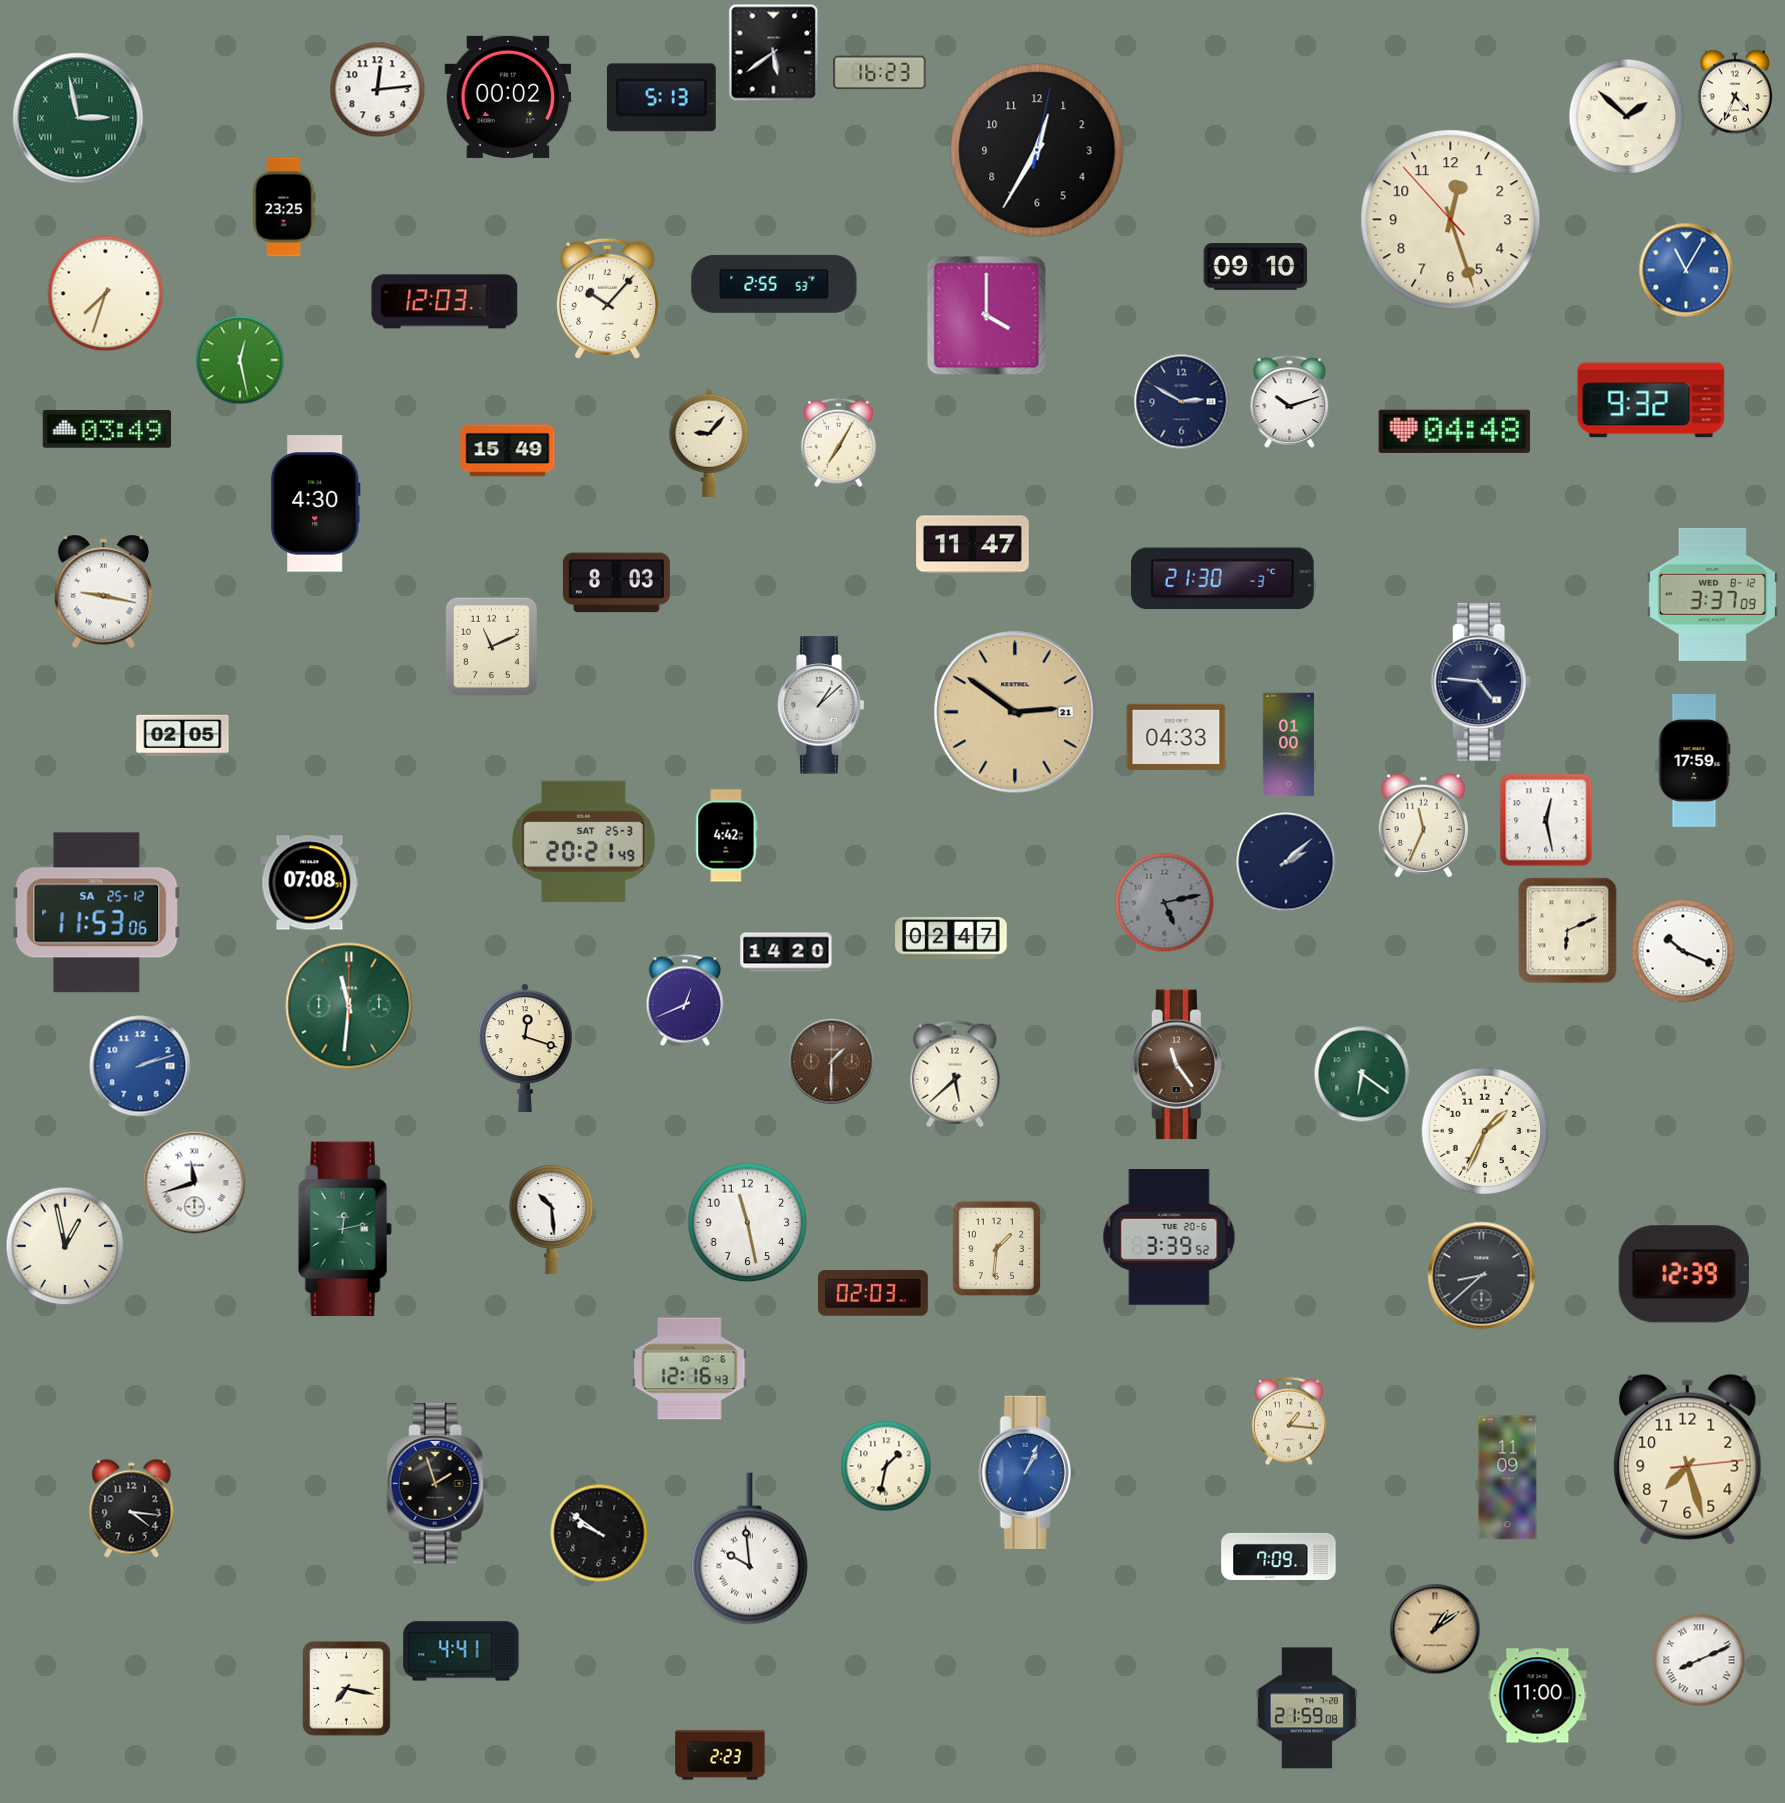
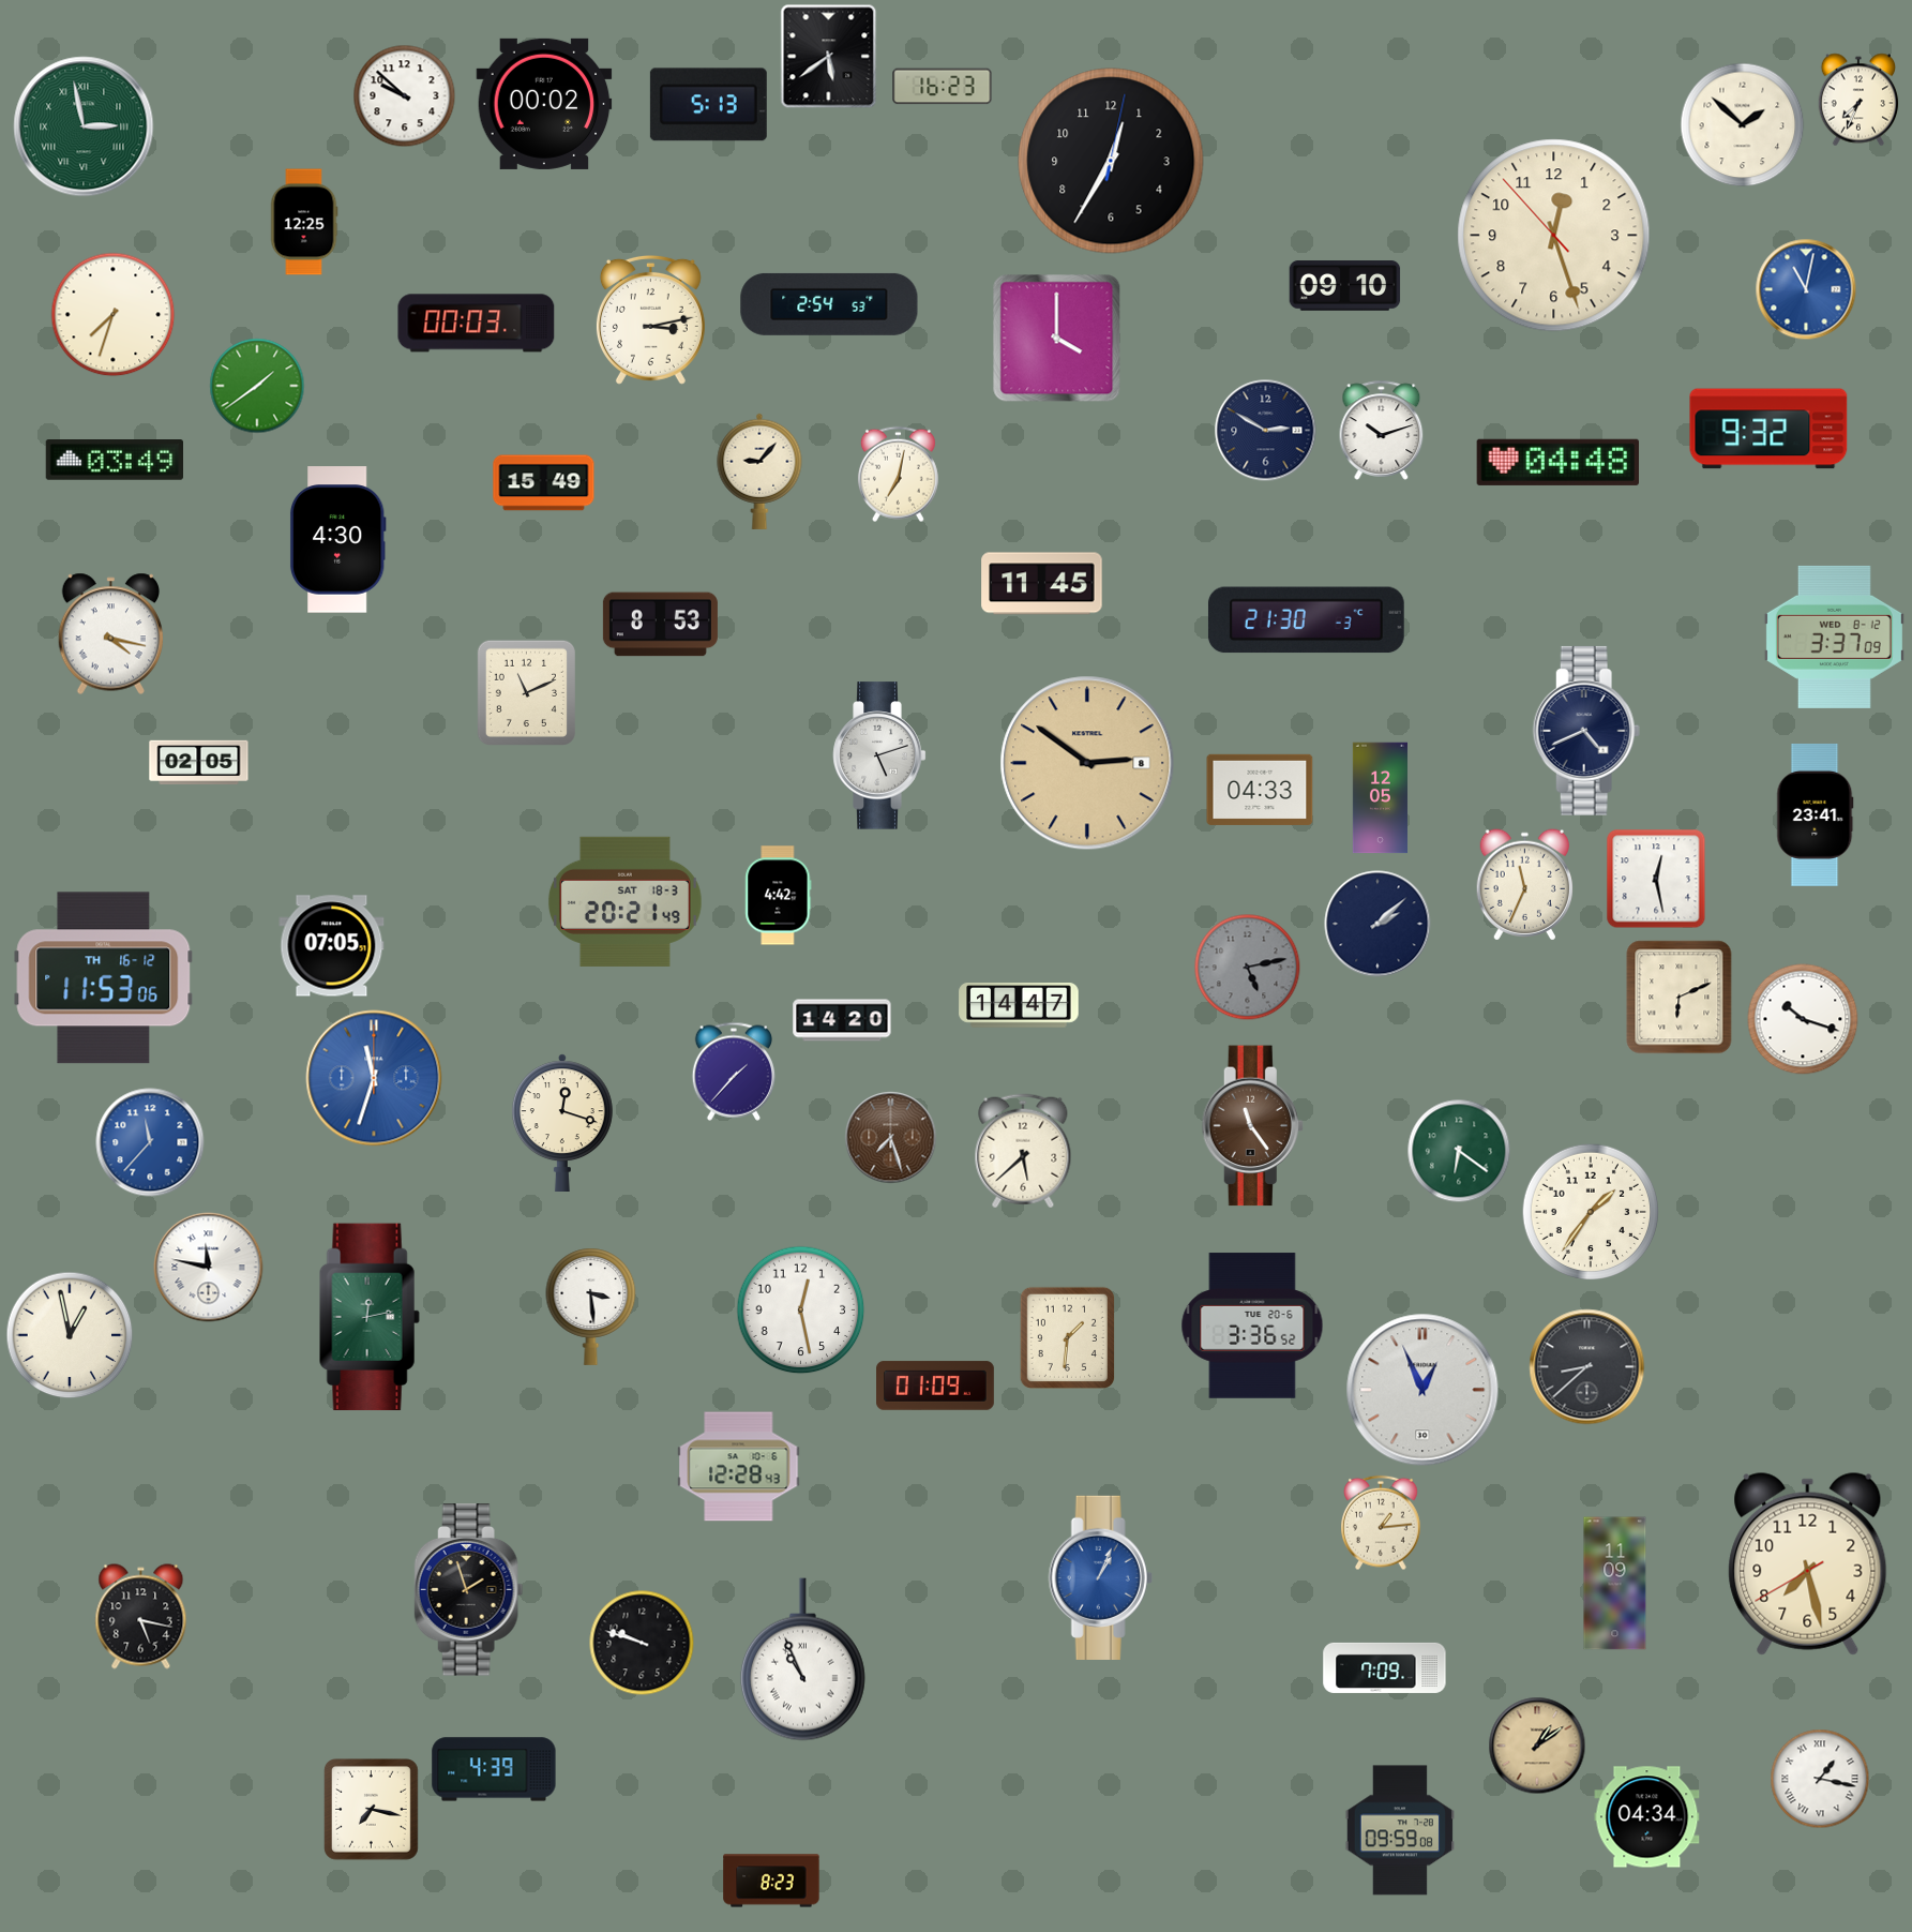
clock at (880, 73) position: (880, 73) -> (943, 87)
clock at (378, 90): 12:14 -> 9:52
clock at (1735, 93): 4:34 -> 7:34
clock at (284, 207): 23:25 -> 12:25
clock at (1686, 270): 11:05 -> 11:02
clock at (774, 284): 2:55 -> 2:54
clock at (607, 298): 10:07 -> 3:13
clock at (445, 302): 12:03 -> 00:03
clock at (240, 360): 12:28 -> 1:39
clock at (709, 443) position: (709, 443) -> (759, 471)
clock at (838, 443): 7:05 -> 7:02
clock at (973, 545): 11:47 -> 11:45
clock at (1222, 579) position: (1222, 579) -> (1306, 620)
clock at (616, 583): 8:03 -> 8:53
clock at (103, 592): 9:17 -> 4:17
clock at (1481, 682): 4:46 -> 4:41
clock at (821, 705): 1:08 -> 5:12
clock at (1015, 712) date: 21 -> 8
clock at (183, 736) position: (183, 736) -> (199, 763)
clock at (1288, 745): 01:00 -> 12:05
clock at (1695, 760): 17:59 -> 23:41
clock at (583, 841) date: SAT 25-3 -> SAT 18-3
clock at (310, 883): 07:08 -> 07:05
clock at (97, 913) date: SA 25-12 -> TH 16-12
clock at (951, 939): 02:47 -> 14:47
clock at (1683, 951): 10:19 -> 10:18
clock at (684, 1000): 12:41 -> 1:37
clock at (349, 1006): 11:31 -> 11:33
clock at (349, 1006) dial: green -> blue
clock at (832, 1062): 1:30 -> 7:27
clock at (1178, 1065) position: (1178, 1065) -> (1252, 1126)
clock at (140, 1066): 2:12 -> 11:37
clock at (1484, 1130): 1:34 -> 1:36
clock at (195, 1183): 11:42 -> 11:47
clock at (552, 1219): 10:29 -> 3:29
clock at (748, 1223): 11:28 -> 12:28
clock at (1169, 1237): 3:39 -> 3:36
clock at (1684, 1274): 12:39 -> none
clock at (874, 1293): 02:03 -> 01:09
clock at (1422, 1390): none -> 12:56
clock at (690, 1369): 12:16 -> 12:28
clock at (1290, 1421): 1:16 -> 1:14
clock at (1688, 1459): 7:27:14 -> 7:27:40
clock at (886, 1466): 1:32 -> none
clock at (132, 1509): 4:16 -> 5:17
clock at (599, 1533): 9:51 -> 9:48
clock at (749, 1549): 9:59 -> 10:56
clock at (1279, 1556) position: (1279, 1556) -> (1385, 1667)
clock at (461, 1651): 4:41 -> 4:39
clock at (1699, 1660): 8:11 -> 1:17
clock at (1538, 1696): 11:00 -> 04:34
clock at (1306, 1708): 21:59 -> 09:59
clock at (720, 1755): 2:23 -> 8:23
